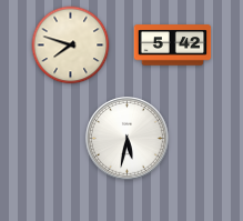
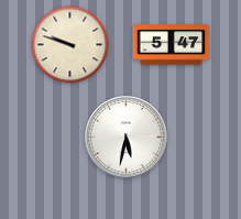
clock at (71, 46): 7:48 -> 9:48
clock at (173, 46): 5:42 -> 5:47
